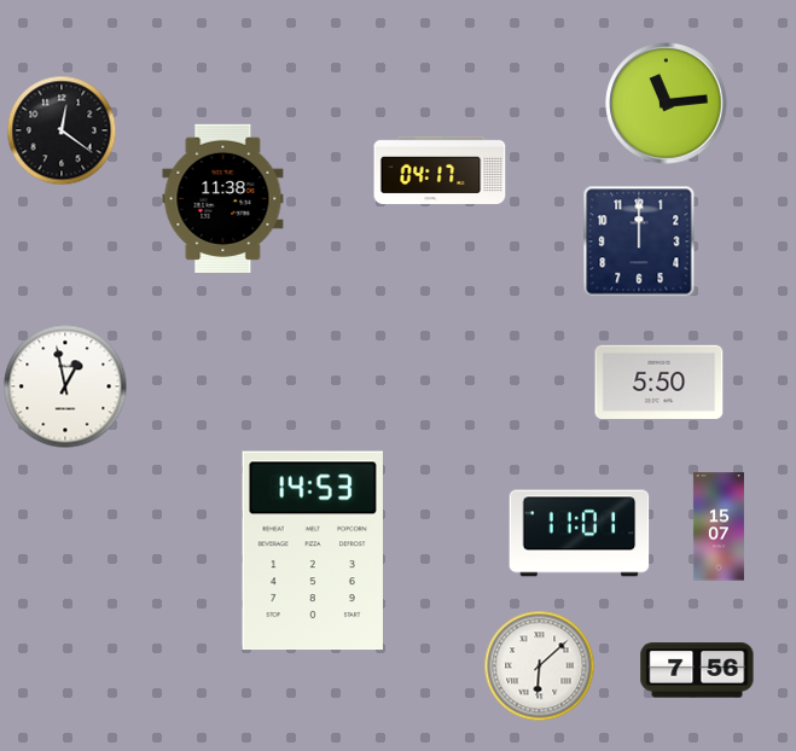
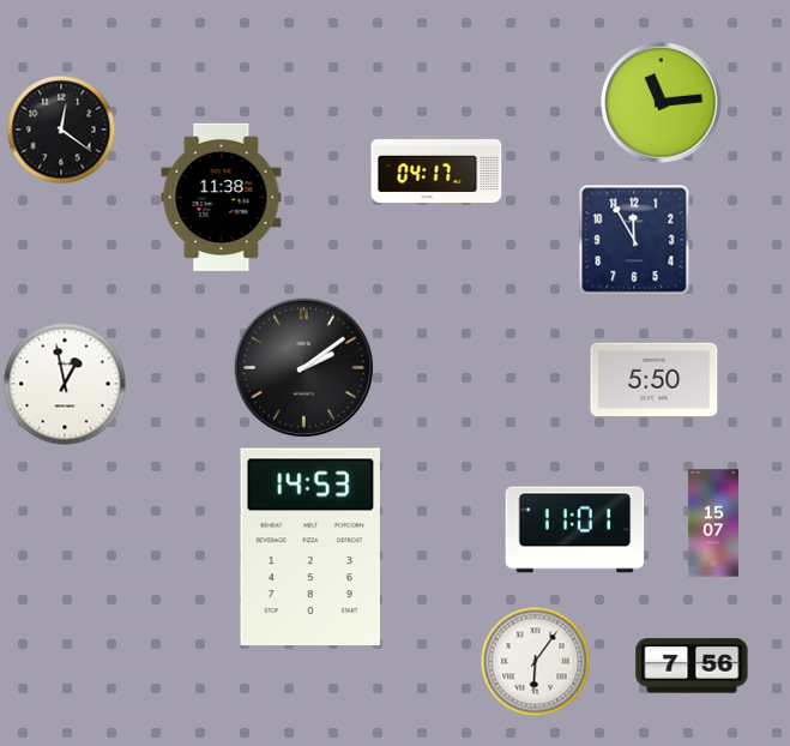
clock at (639, 241): 12:00 -> 11:55
clock at (303, 367): none -> 2:09
clock at (539, 665): 6:08 -> 6:06
